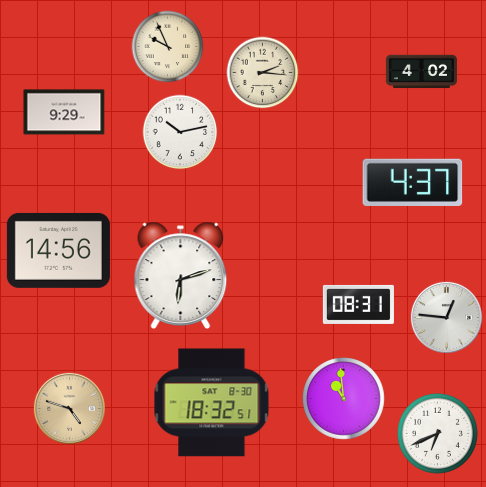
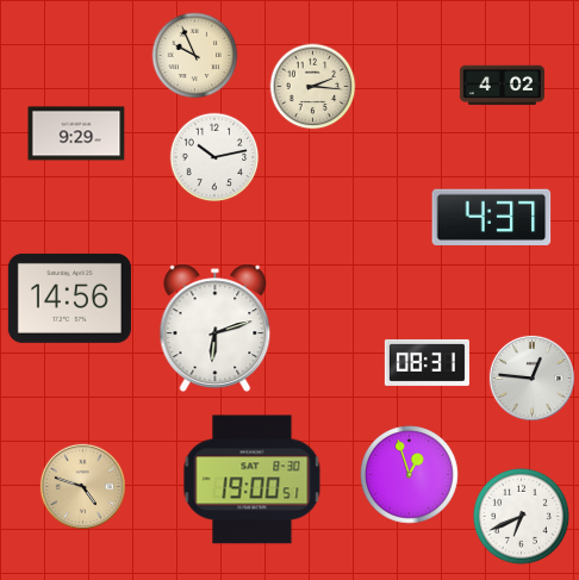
clock at (168, 47) position: (168, 47) -> (195, 56)
clock at (344, 399): 10:59 -> 12:57
clock at (212, 403): 18:32 -> 19:00
